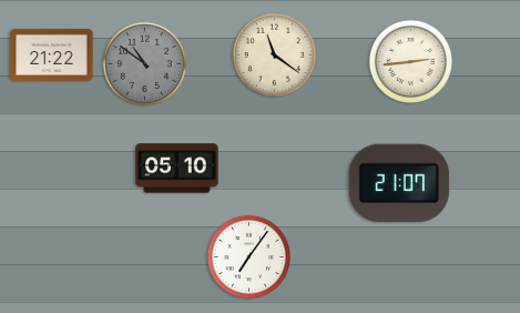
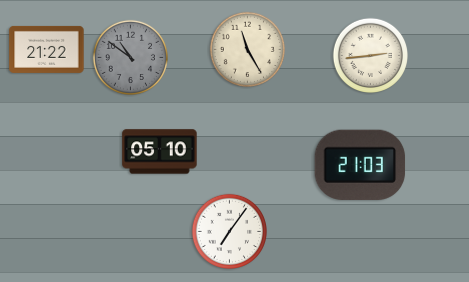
clock at (274, 54): 11:21 -> 11:25
clock at (399, 183): 21:07 -> 21:03
clock at (248, 256) position: (248, 256) -> (229, 231)
